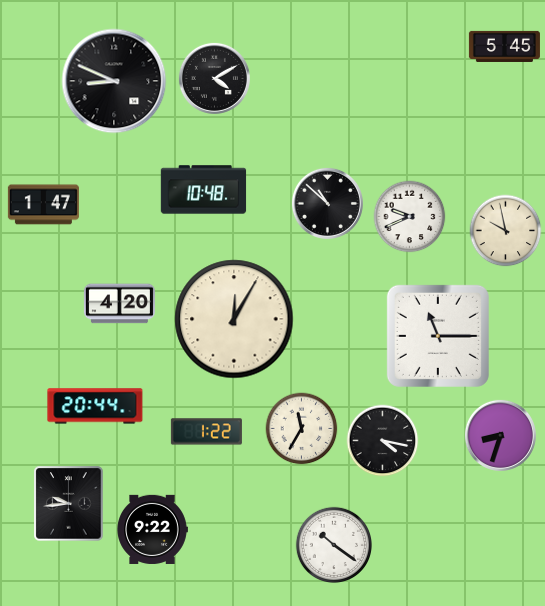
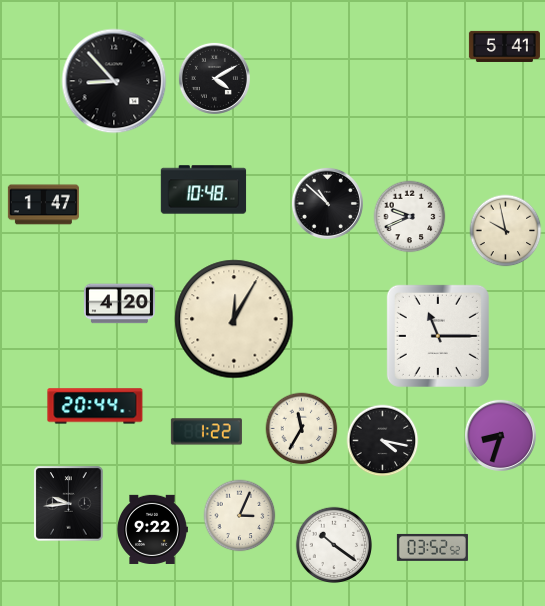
clock at (504, 46): 5:45 -> 5:41
clock at (114, 81): 8:49 -> 8:53
clock at (240, 516): none -> 3:04
clock at (432, 547): none -> 03:52
